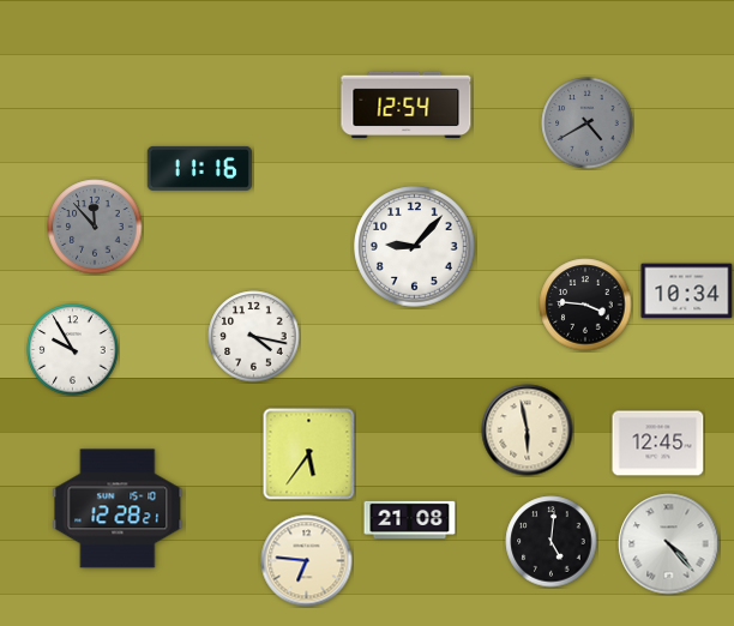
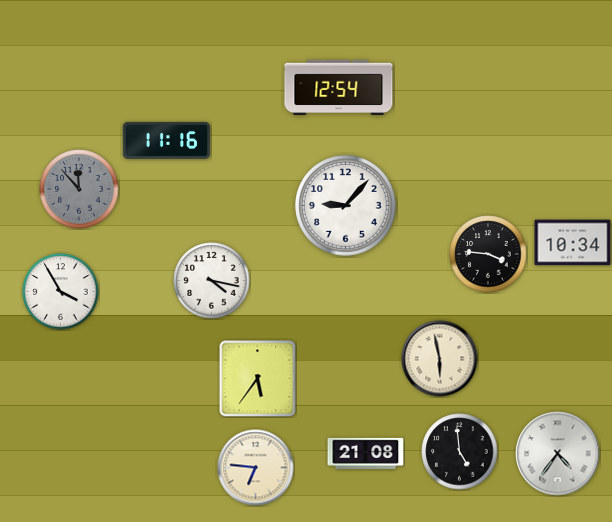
clock at (588, 124): 4:40 -> none
clock at (73, 350): 9:55 -> 3:55
clock at (658, 444): 12:45 -> none
clock at (118, 508): 12:28 -> none
clock at (410, 519) position: (410, 519) -> (366, 453)
clock at (552, 542): 5:01 -> 4:59
clock at (669, 544): 4:23 -> 4:36
